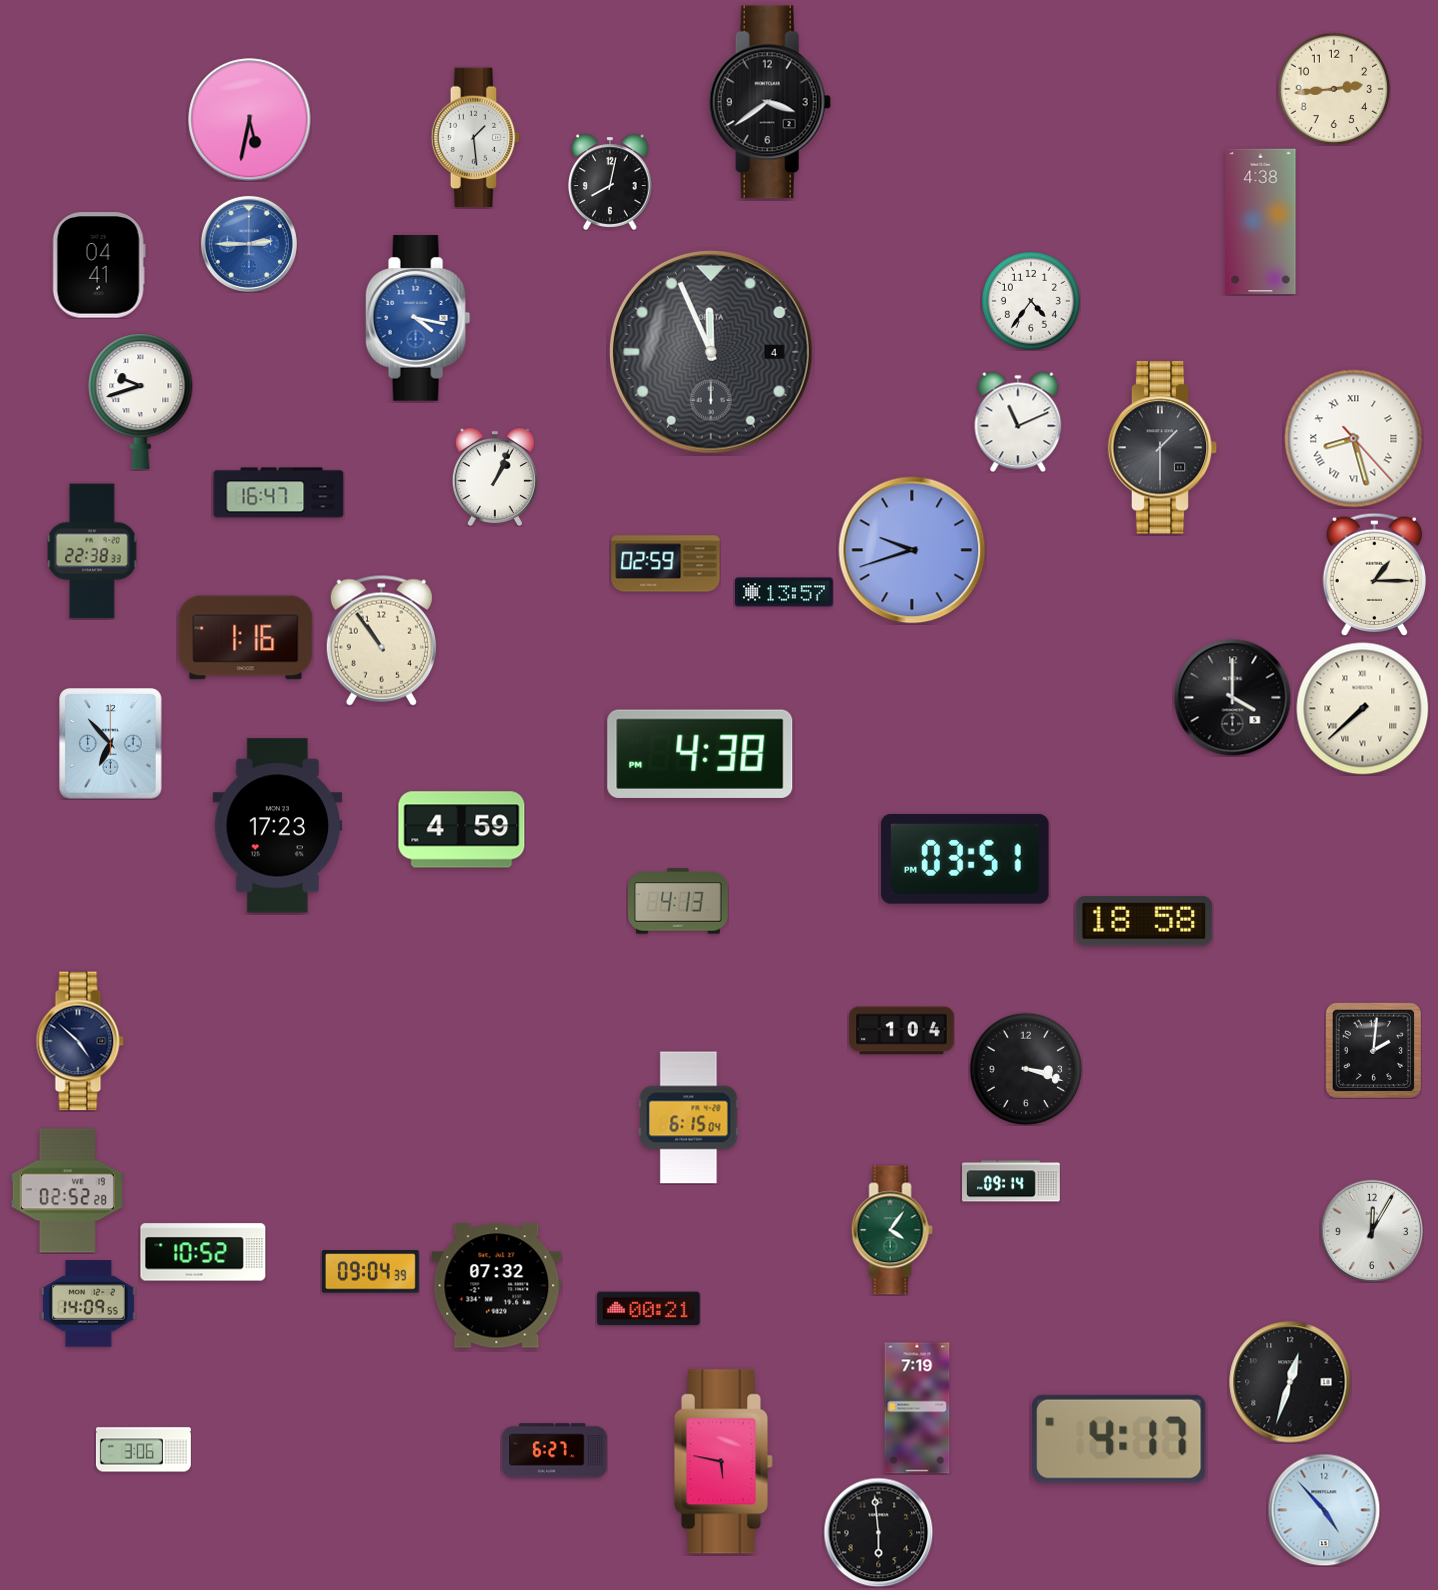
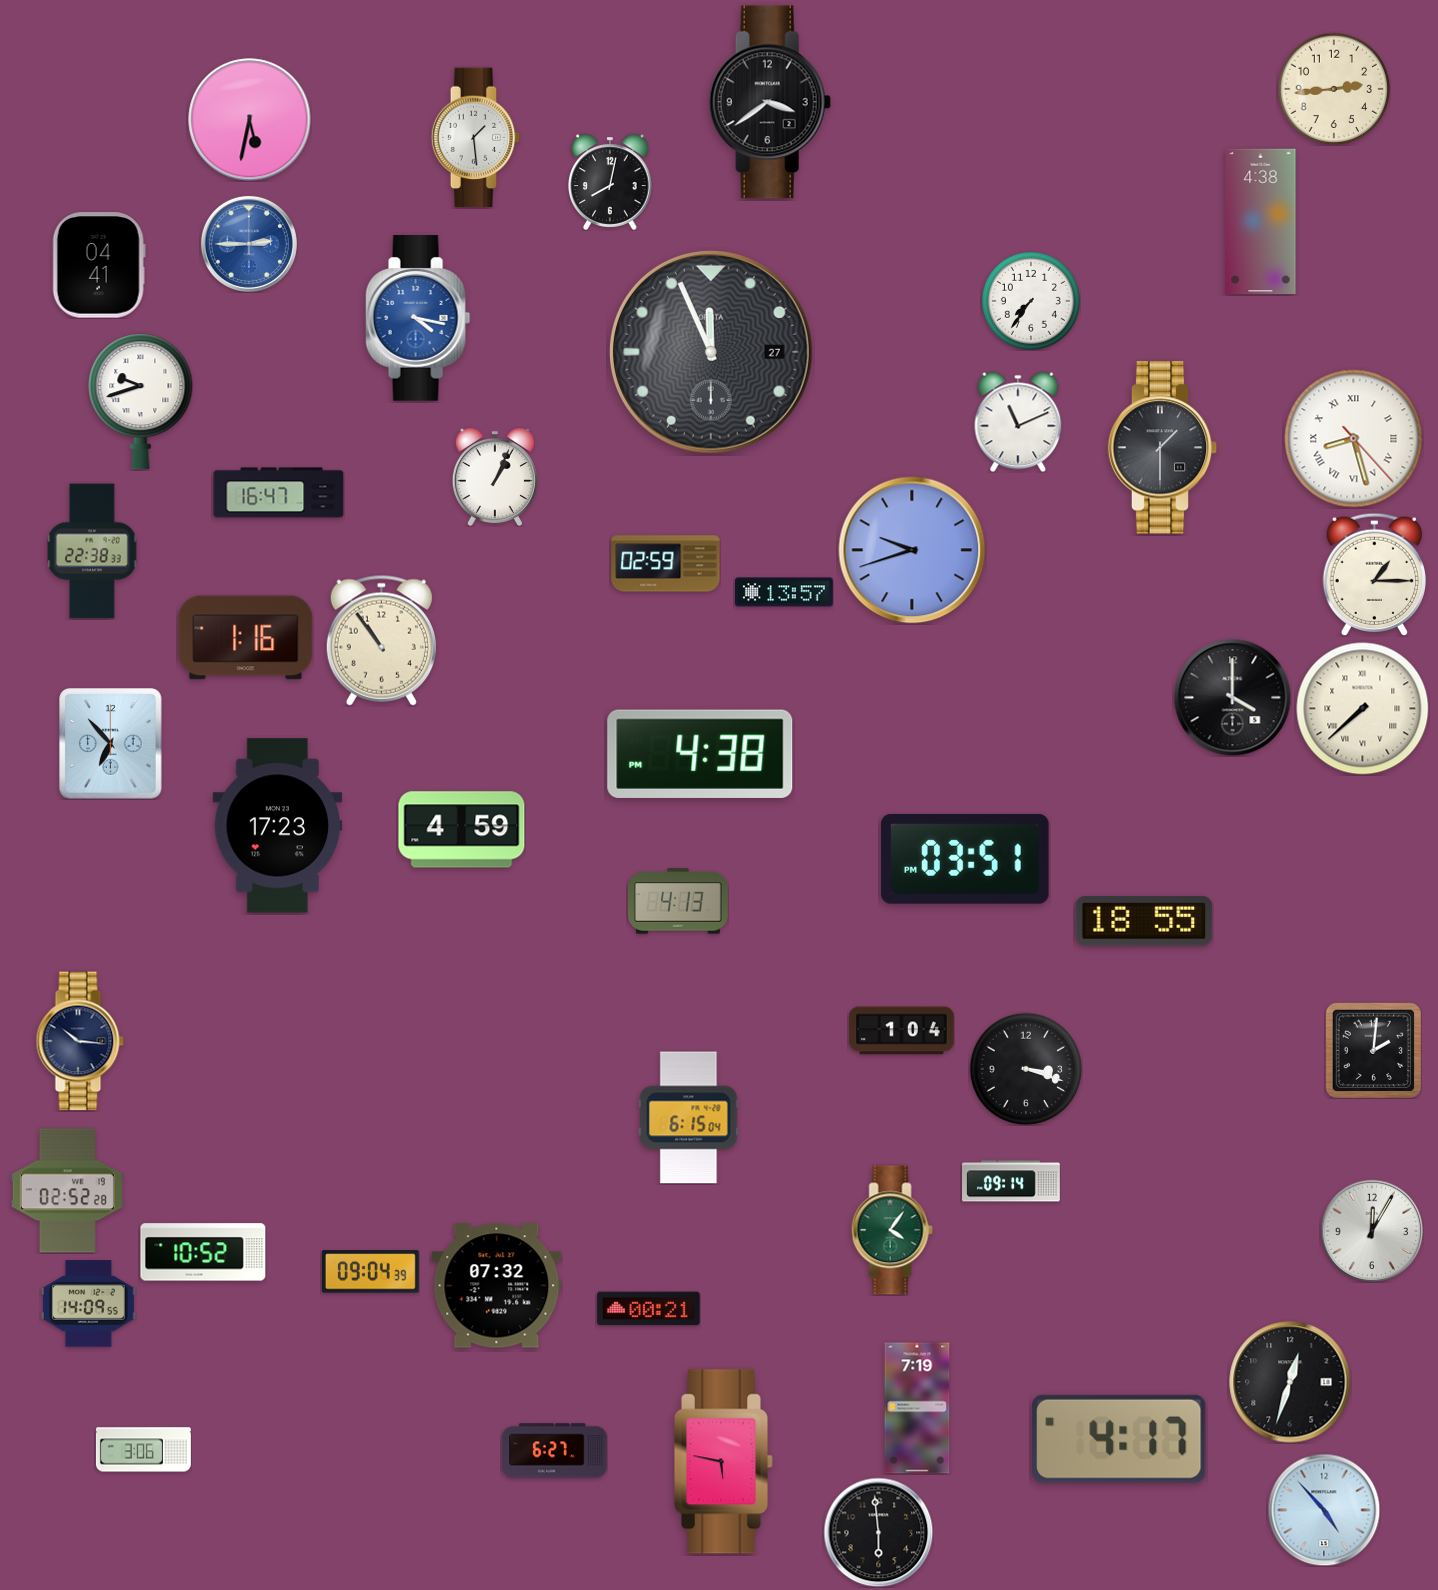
clock at (1031, 301): 4:36 -> 7:36
clock at (711, 352) date: 4 -> 27
clock at (1144, 921): 18:58 -> 18:55
clock at (80, 1041): 4:52 -> 10:16
